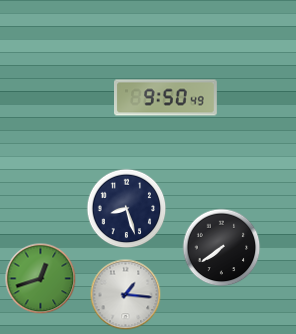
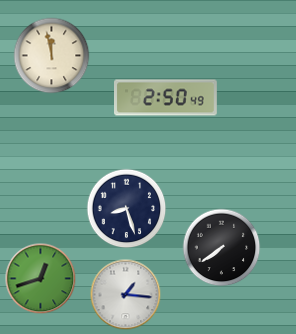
clock at (52, 56): none -> 11:58
clock at (166, 98): 9:50 -> 2:50
